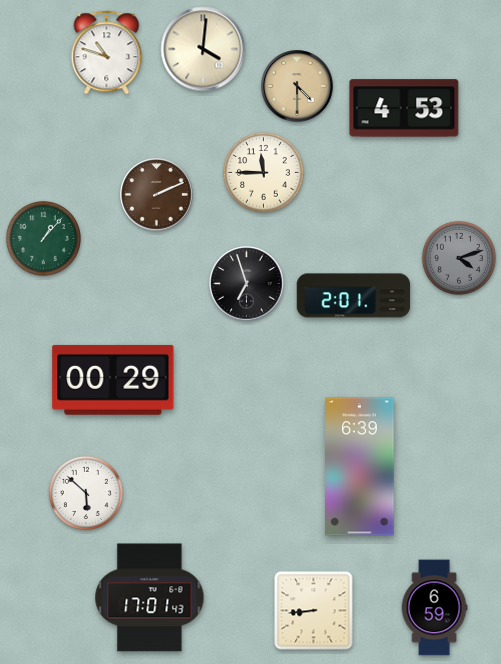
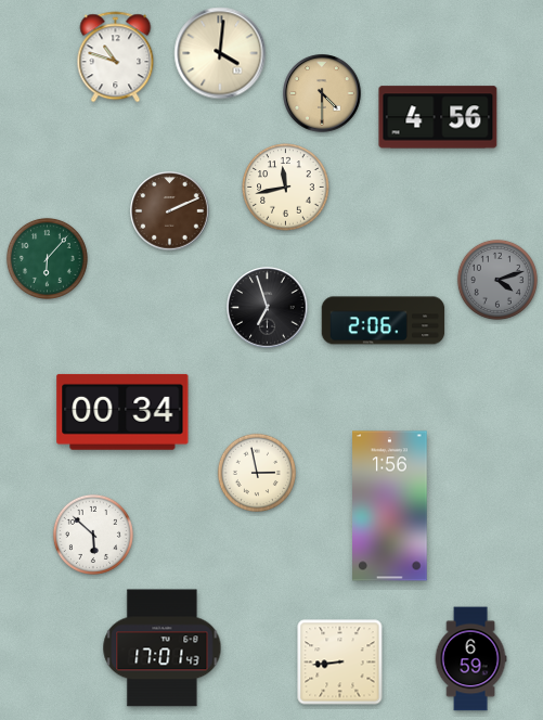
clock at (404, 108): 4:53 -> 4:56
clock at (264, 173): 11:45 -> 11:43
clock at (43, 238): 1:07 -> 6:07
clock at (354, 296): 2:01 -> 2:06
clock at (113, 380): 00:29 -> 00:34
clock at (256, 472): none -> 2:58
clock at (360, 467): 6:39 -> 1:56
